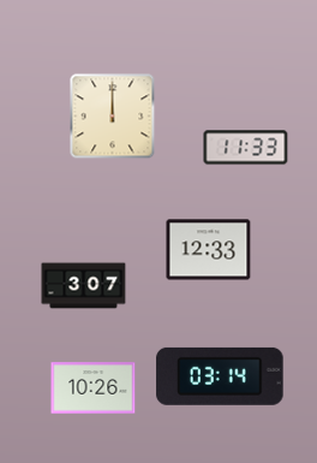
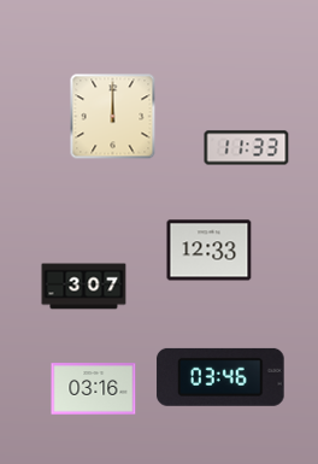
clock at (220, 376): 03:14 -> 03:46
clock at (94, 388): 10:26 -> 03:16
